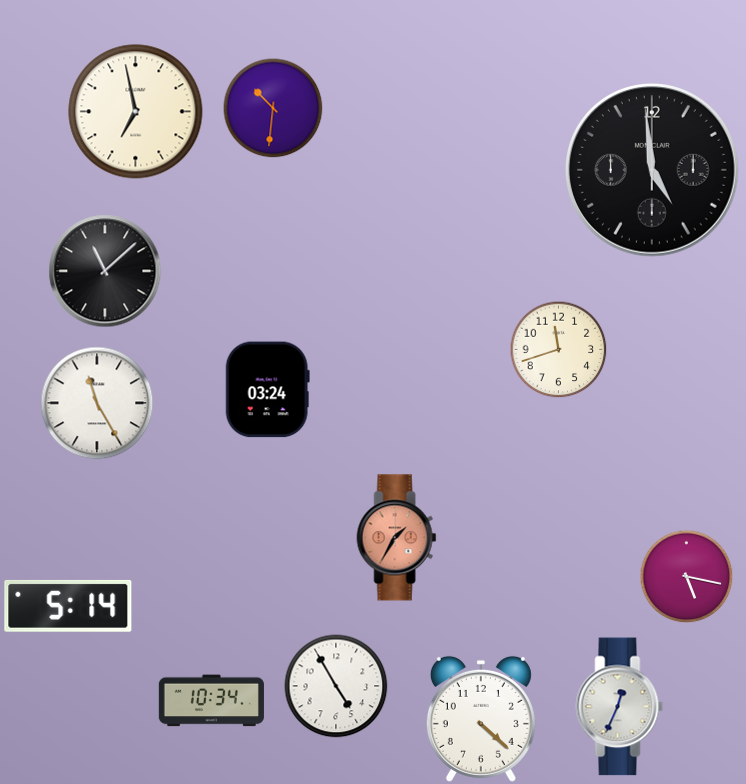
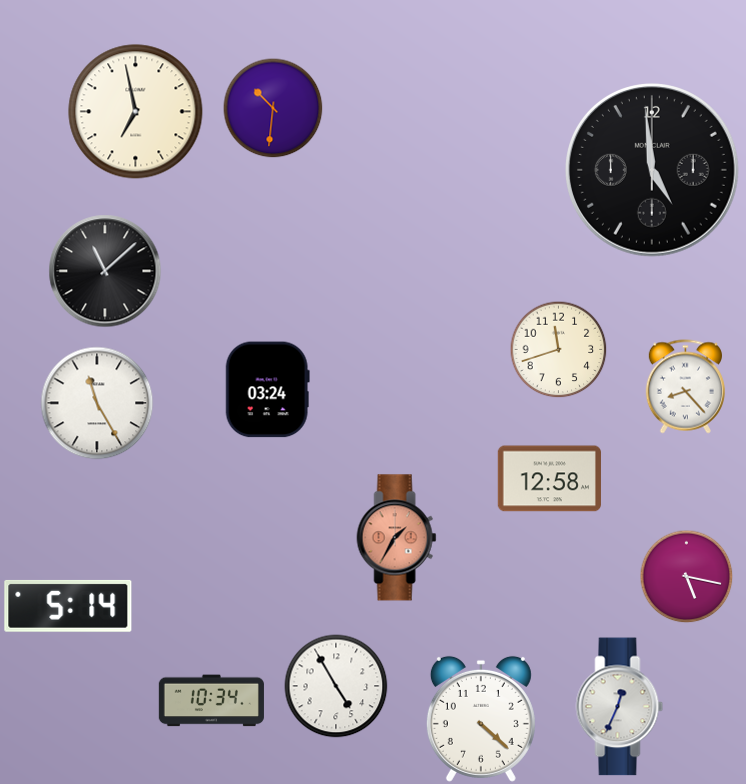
clock at (685, 387): none -> 8:23
clock at (549, 479): none -> 12:58
